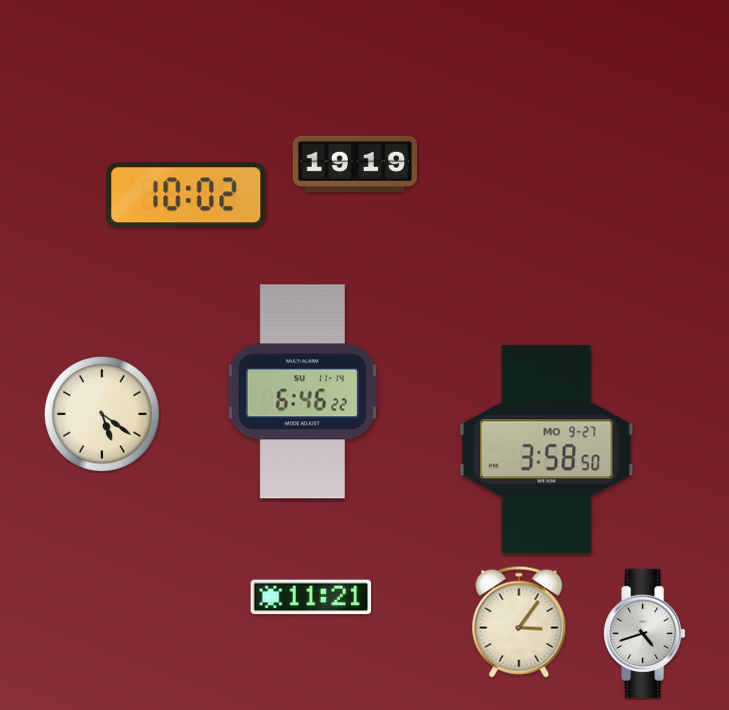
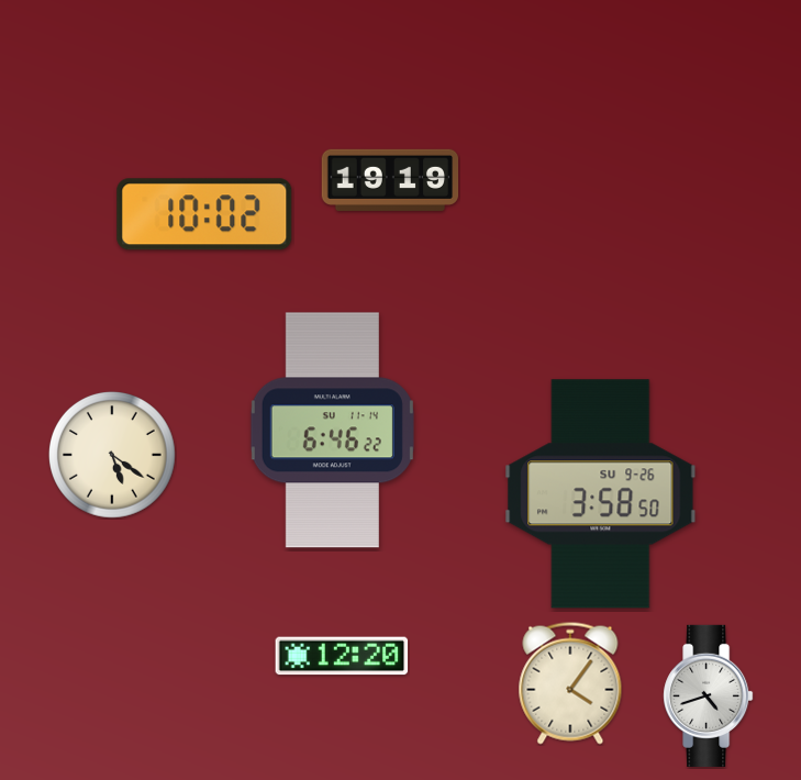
clock at (547, 450) date: MO 9-27 -> SU 9-26
clock at (311, 597): 11:21 -> 12:20
clock at (519, 622): 3:06 -> 4:06
